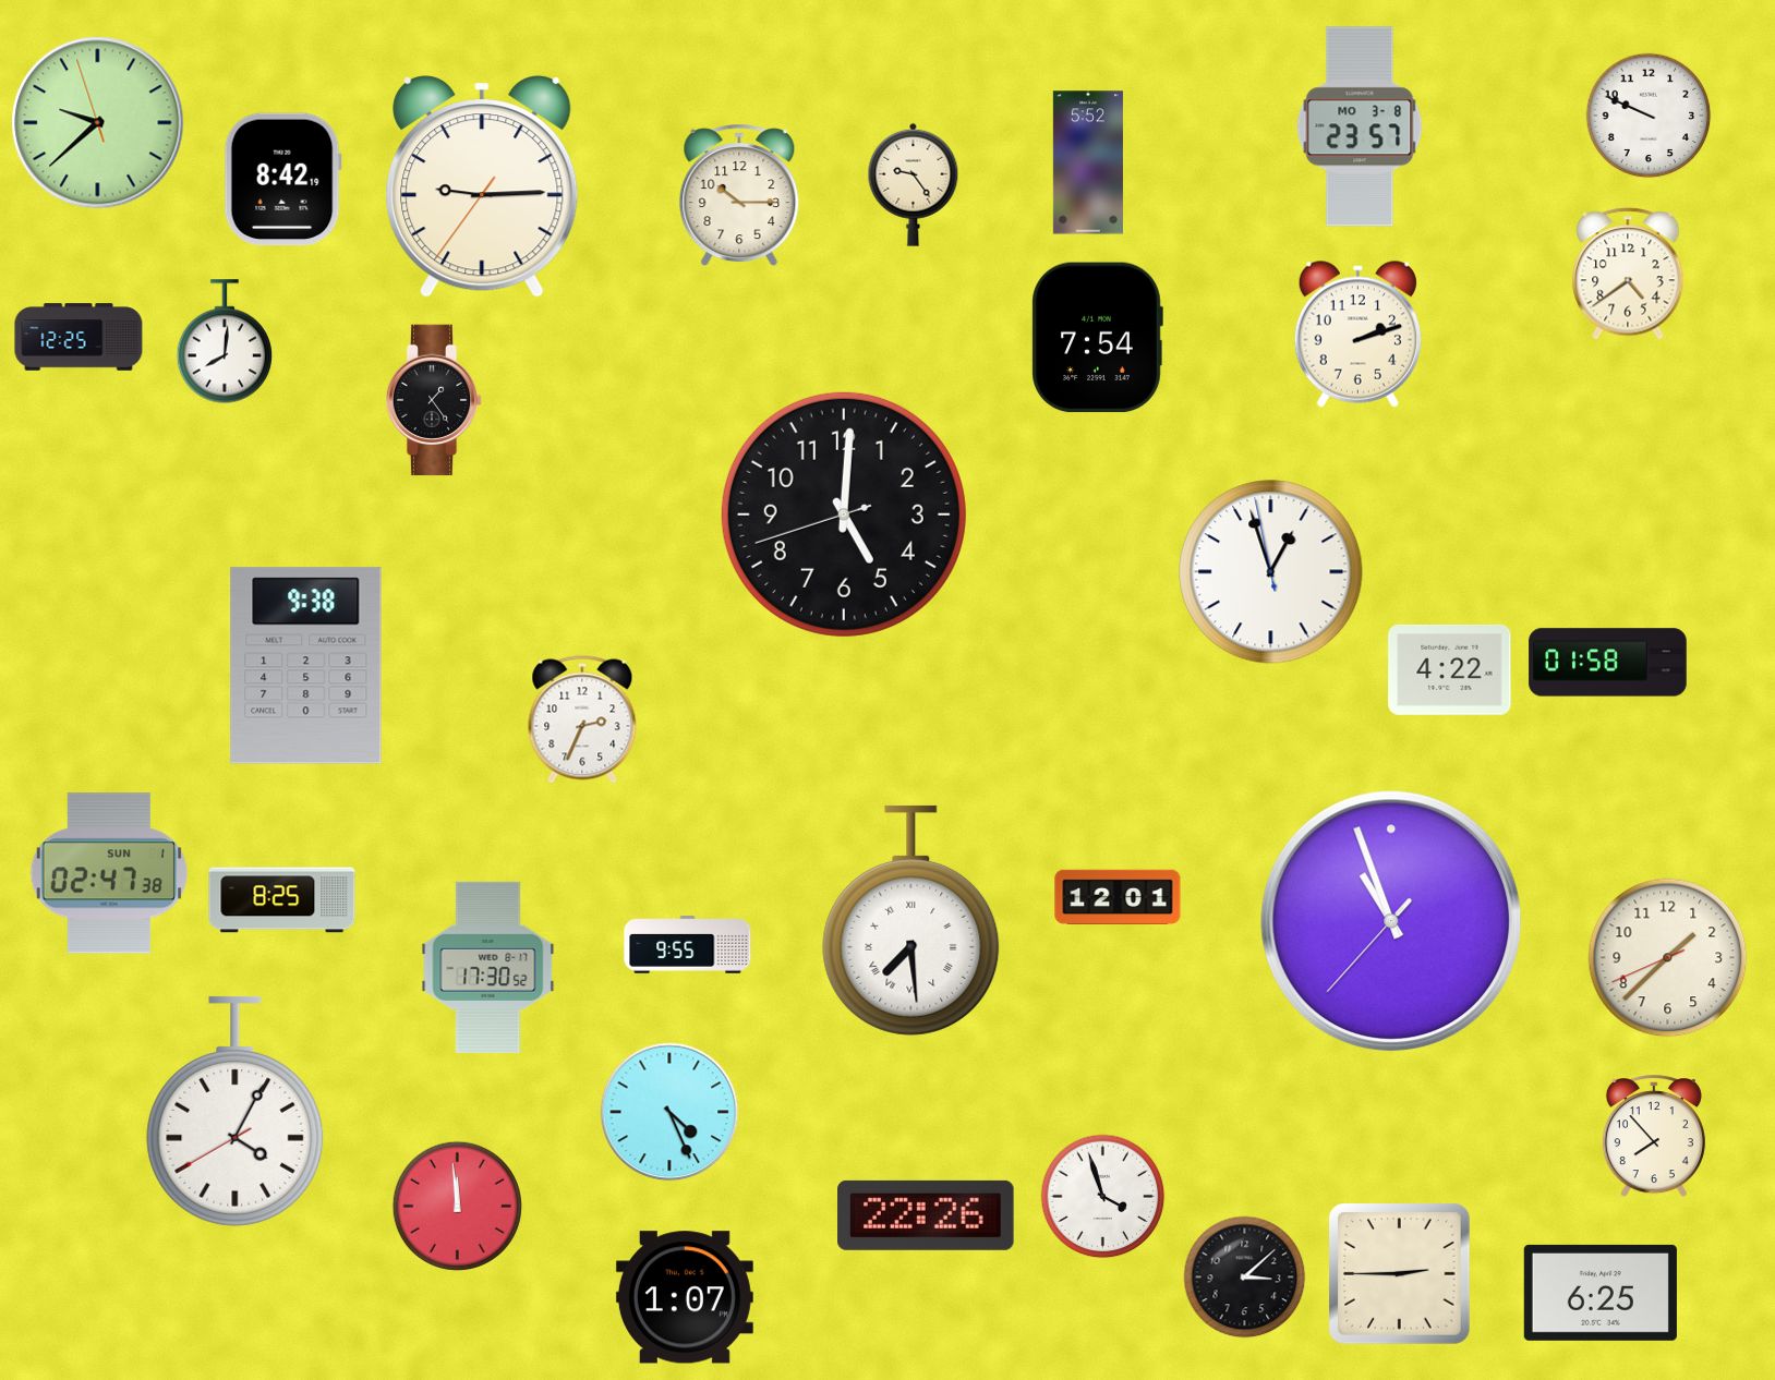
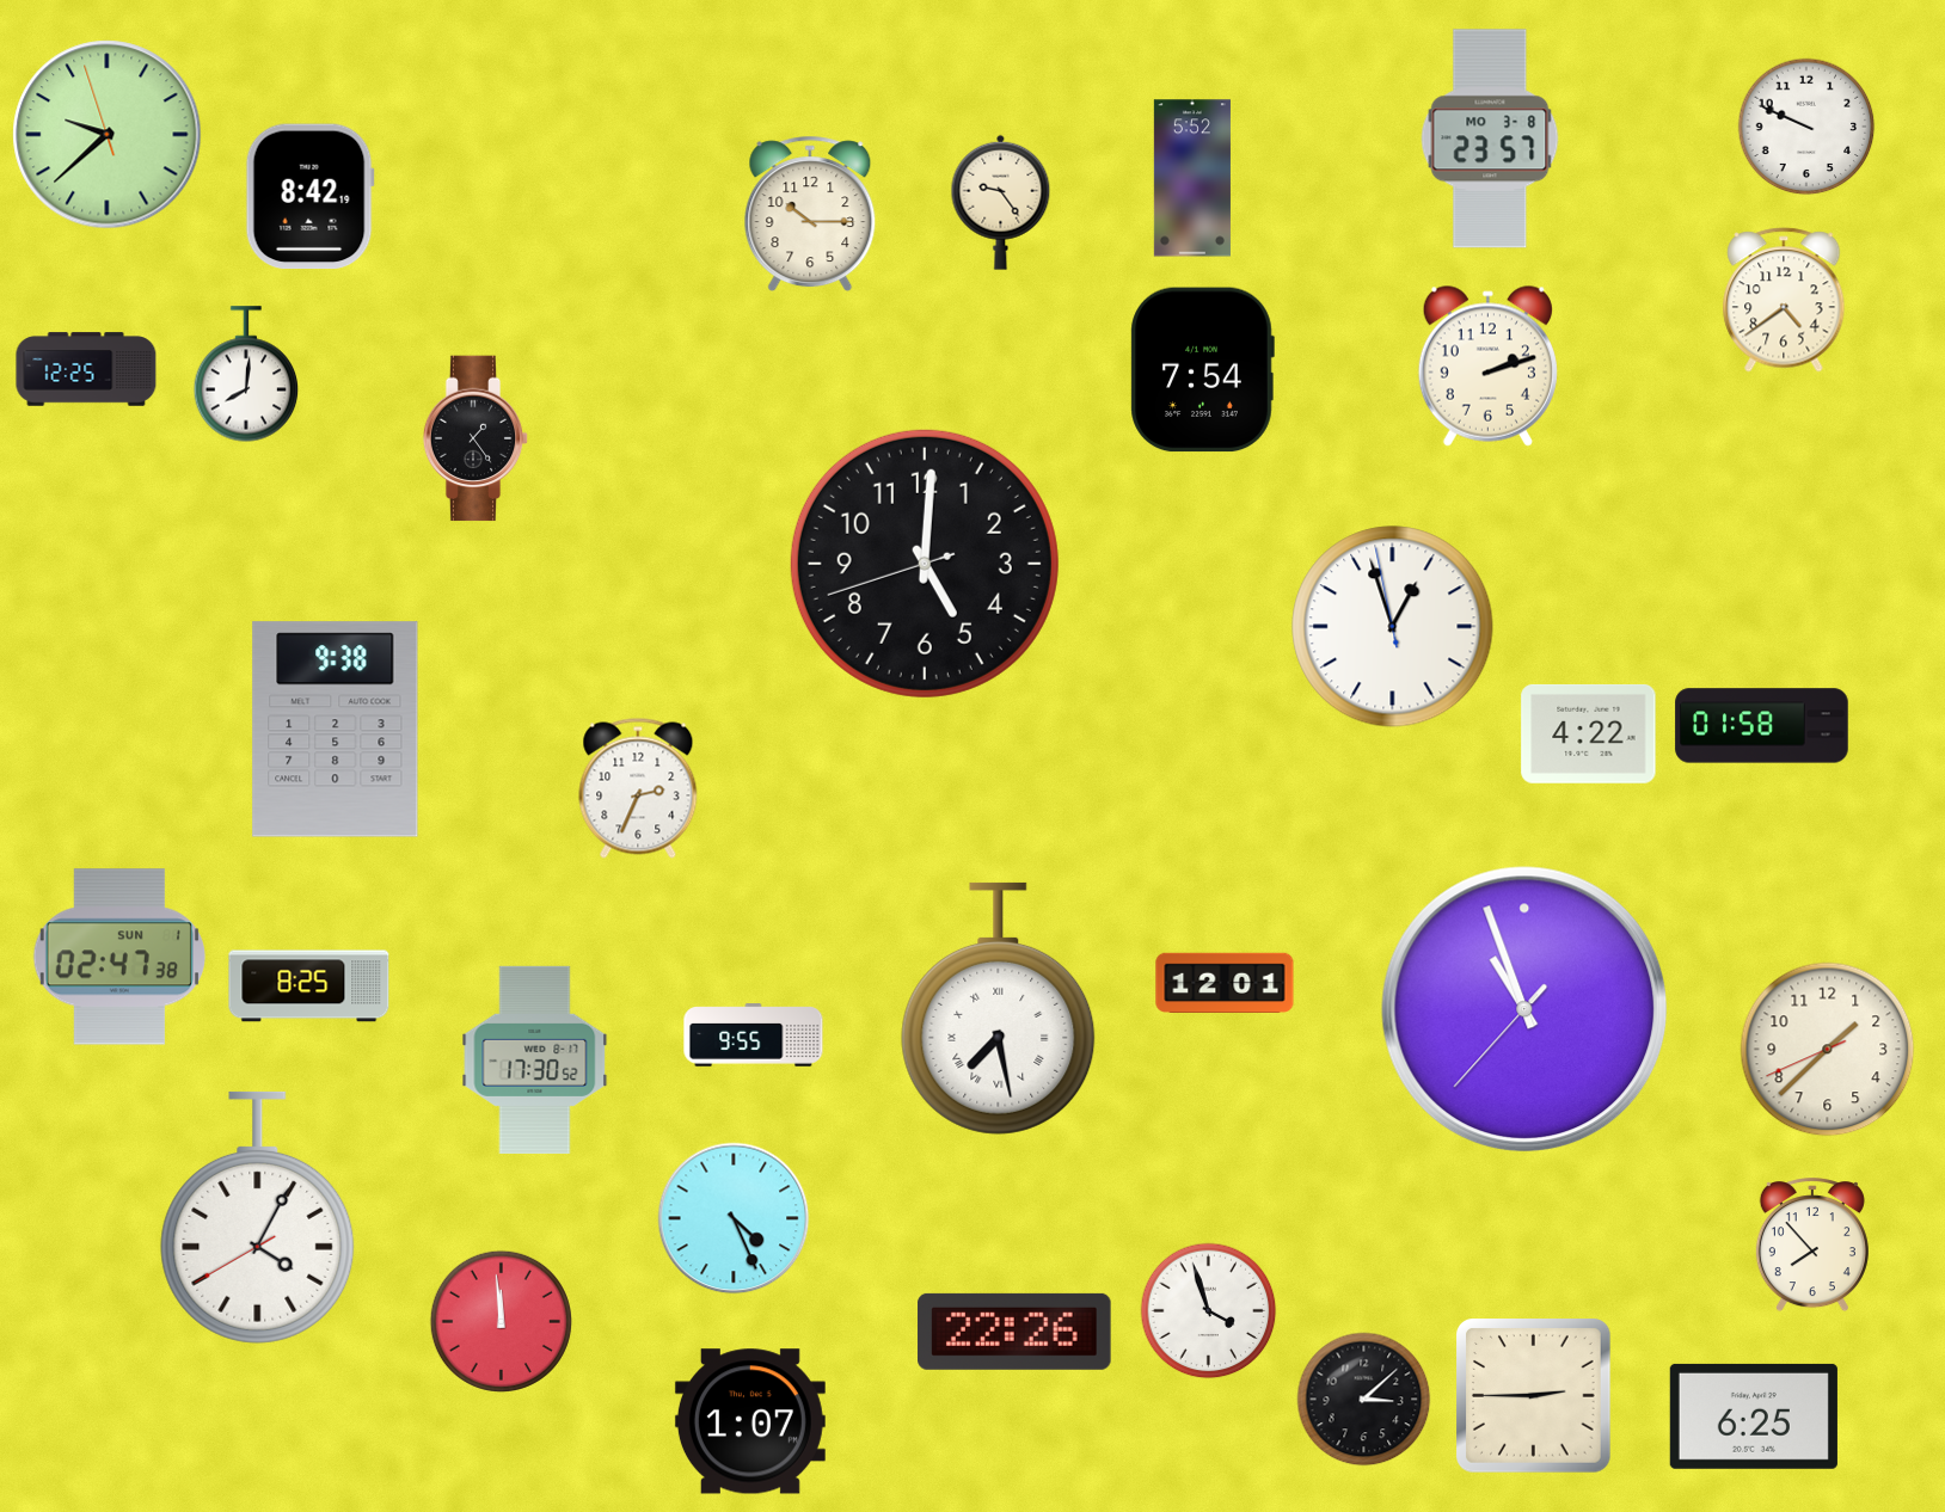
clock at (482, 186): 9:14 -> none
clock at (911, 920): 7:29 -> 7:28
